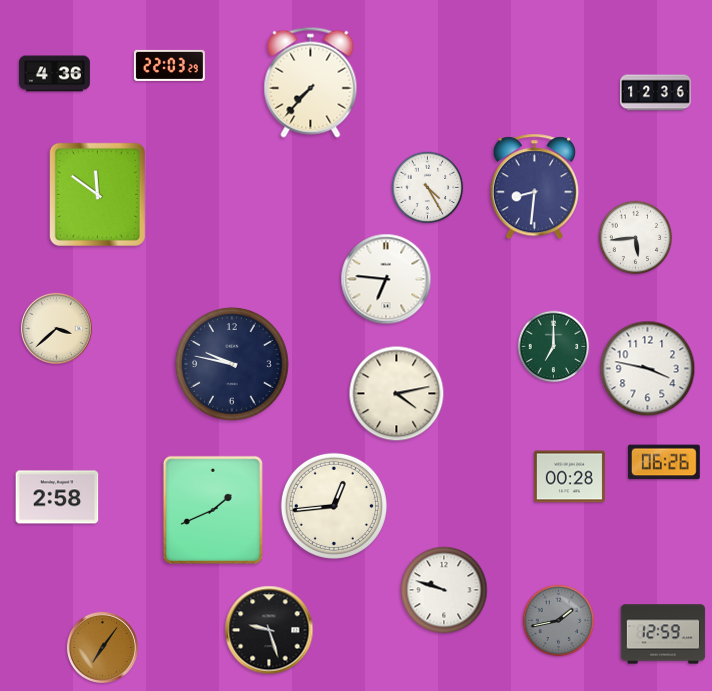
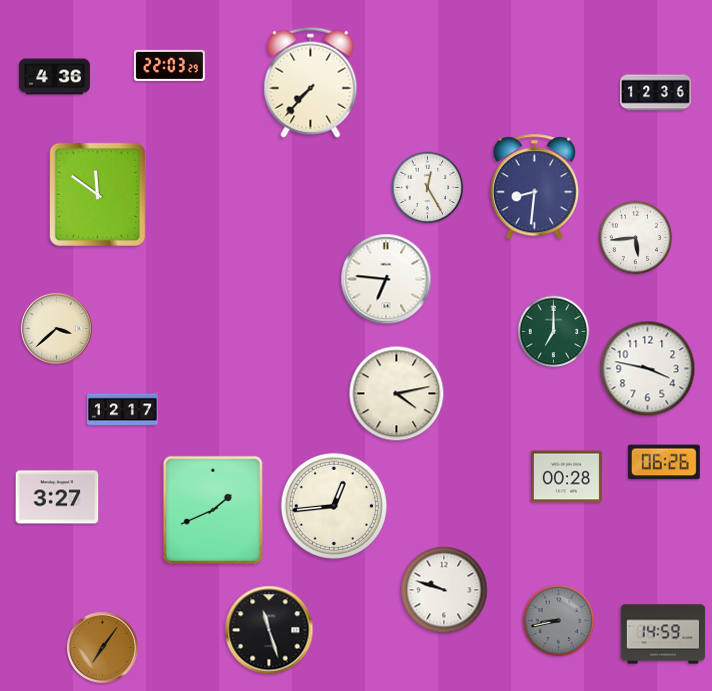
clock at (54, 74) position: (54, 74) -> (54, 77)
clock at (428, 188): 4:25 -> 12:25
clock at (554, 347) position: (554, 347) -> (554, 332)
clock at (232, 364): 9:47 -> none
clock at (122, 410): none -> 12:17
clock at (569, 477) position: (569, 477) -> (566, 477)
clock at (57, 497): 2:58 -> 3:27
clock at (559, 621): 1:43 -> 8:43
clock at (269, 630): 9:27 -> 11:27
clock at (663, 634): 12:59 -> 14:59
